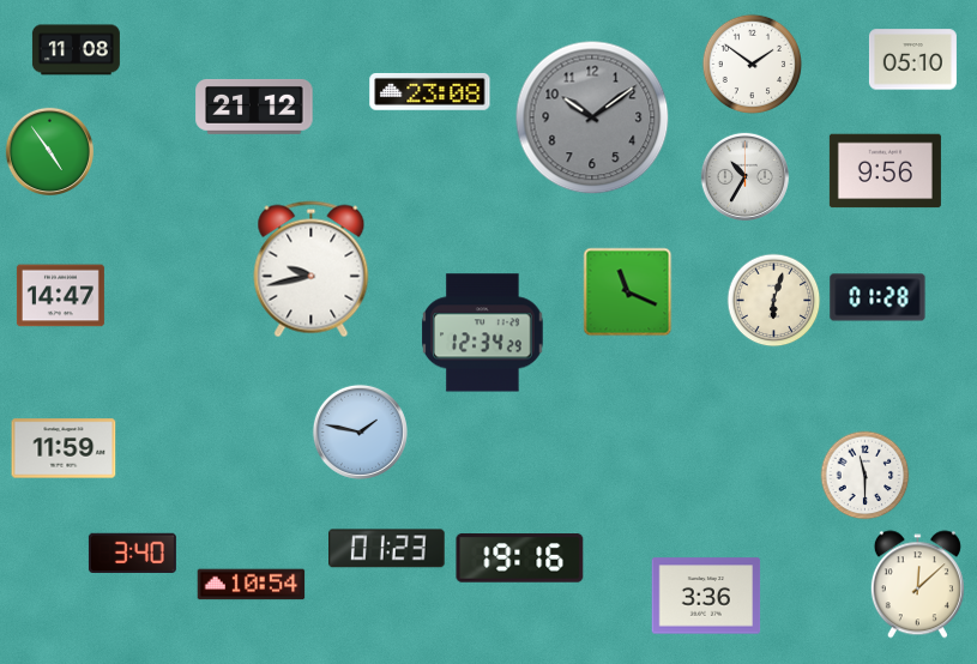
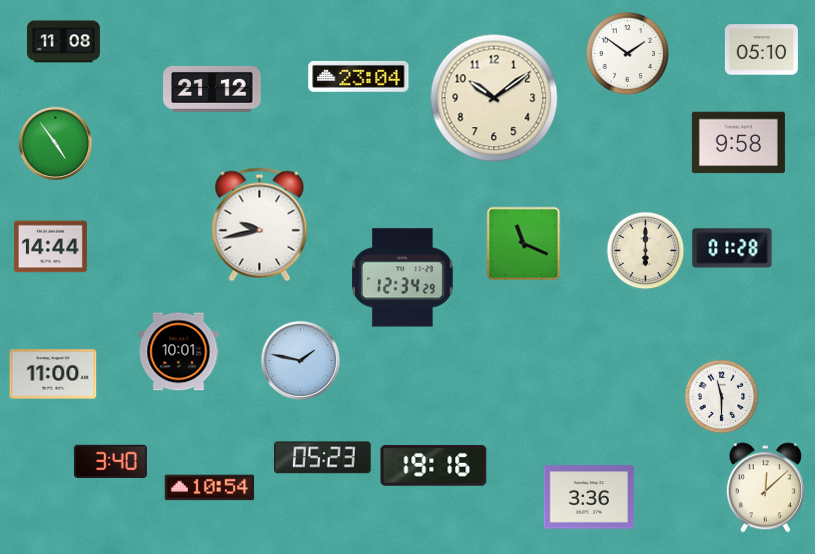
clock at (430, 91): 23:08 -> 23:04
clock at (592, 117) dial: grey -> cream
clock at (49, 151) position: (49, 151) -> (55, 143)
clock at (885, 171): 9:56 -> 9:58
clock at (744, 176): 10:35 -> none
clock at (60, 296): 14:47 -> 14:44
clock at (774, 301): 6:03 -> 6:00
clock at (179, 352): none -> 10:01
clock at (64, 448): 11:59 -> 11:00
clock at (387, 549): 01:23 -> 05:23
